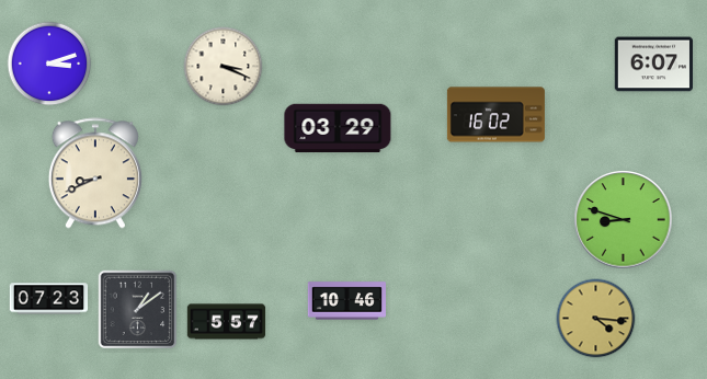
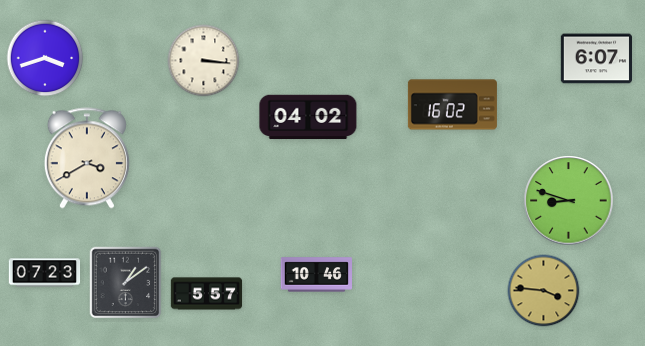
clock at (49, 64): 3:12 -> 3:42
clock at (224, 67): 3:19 -> 3:16
clock at (338, 128): 03:29 -> 04:02
clock at (95, 173): 8:41 -> 3:40
clock at (596, 319): 4:16 -> 3:46
